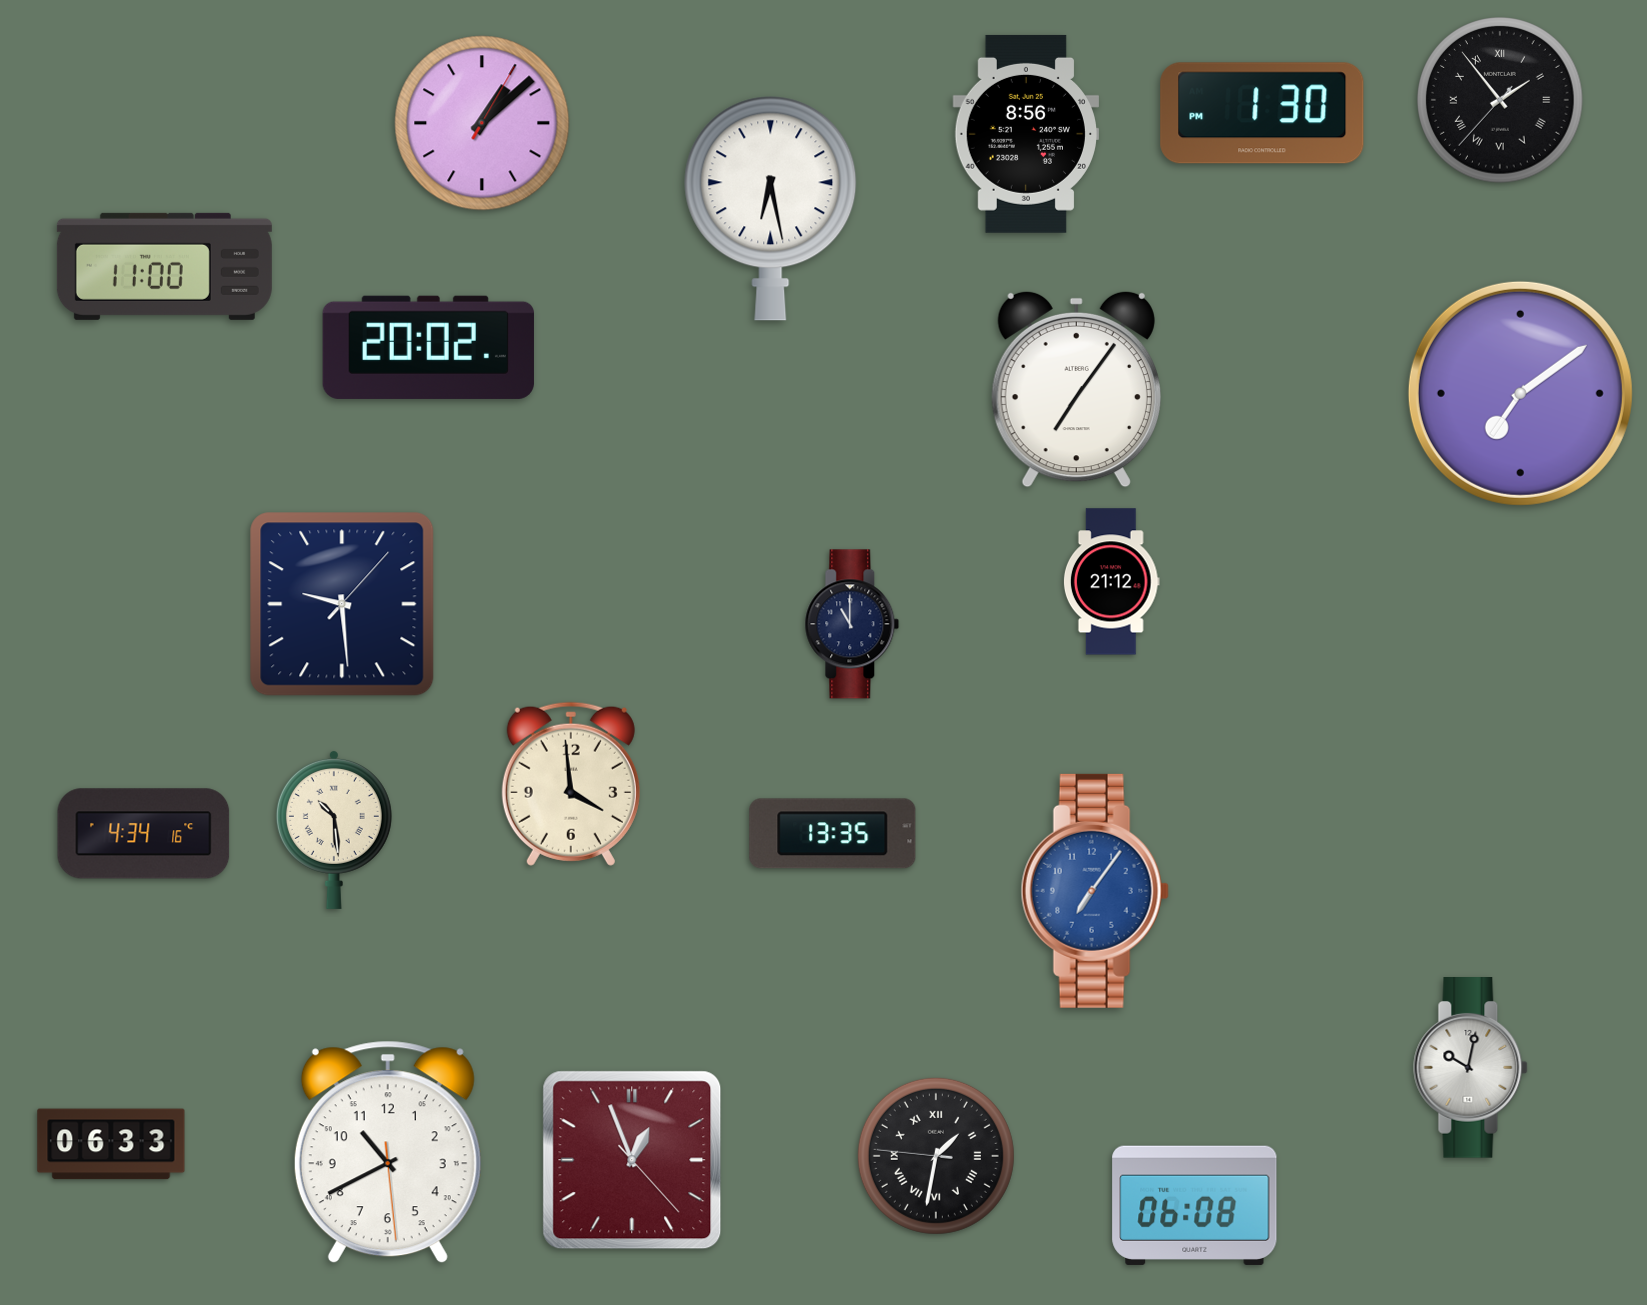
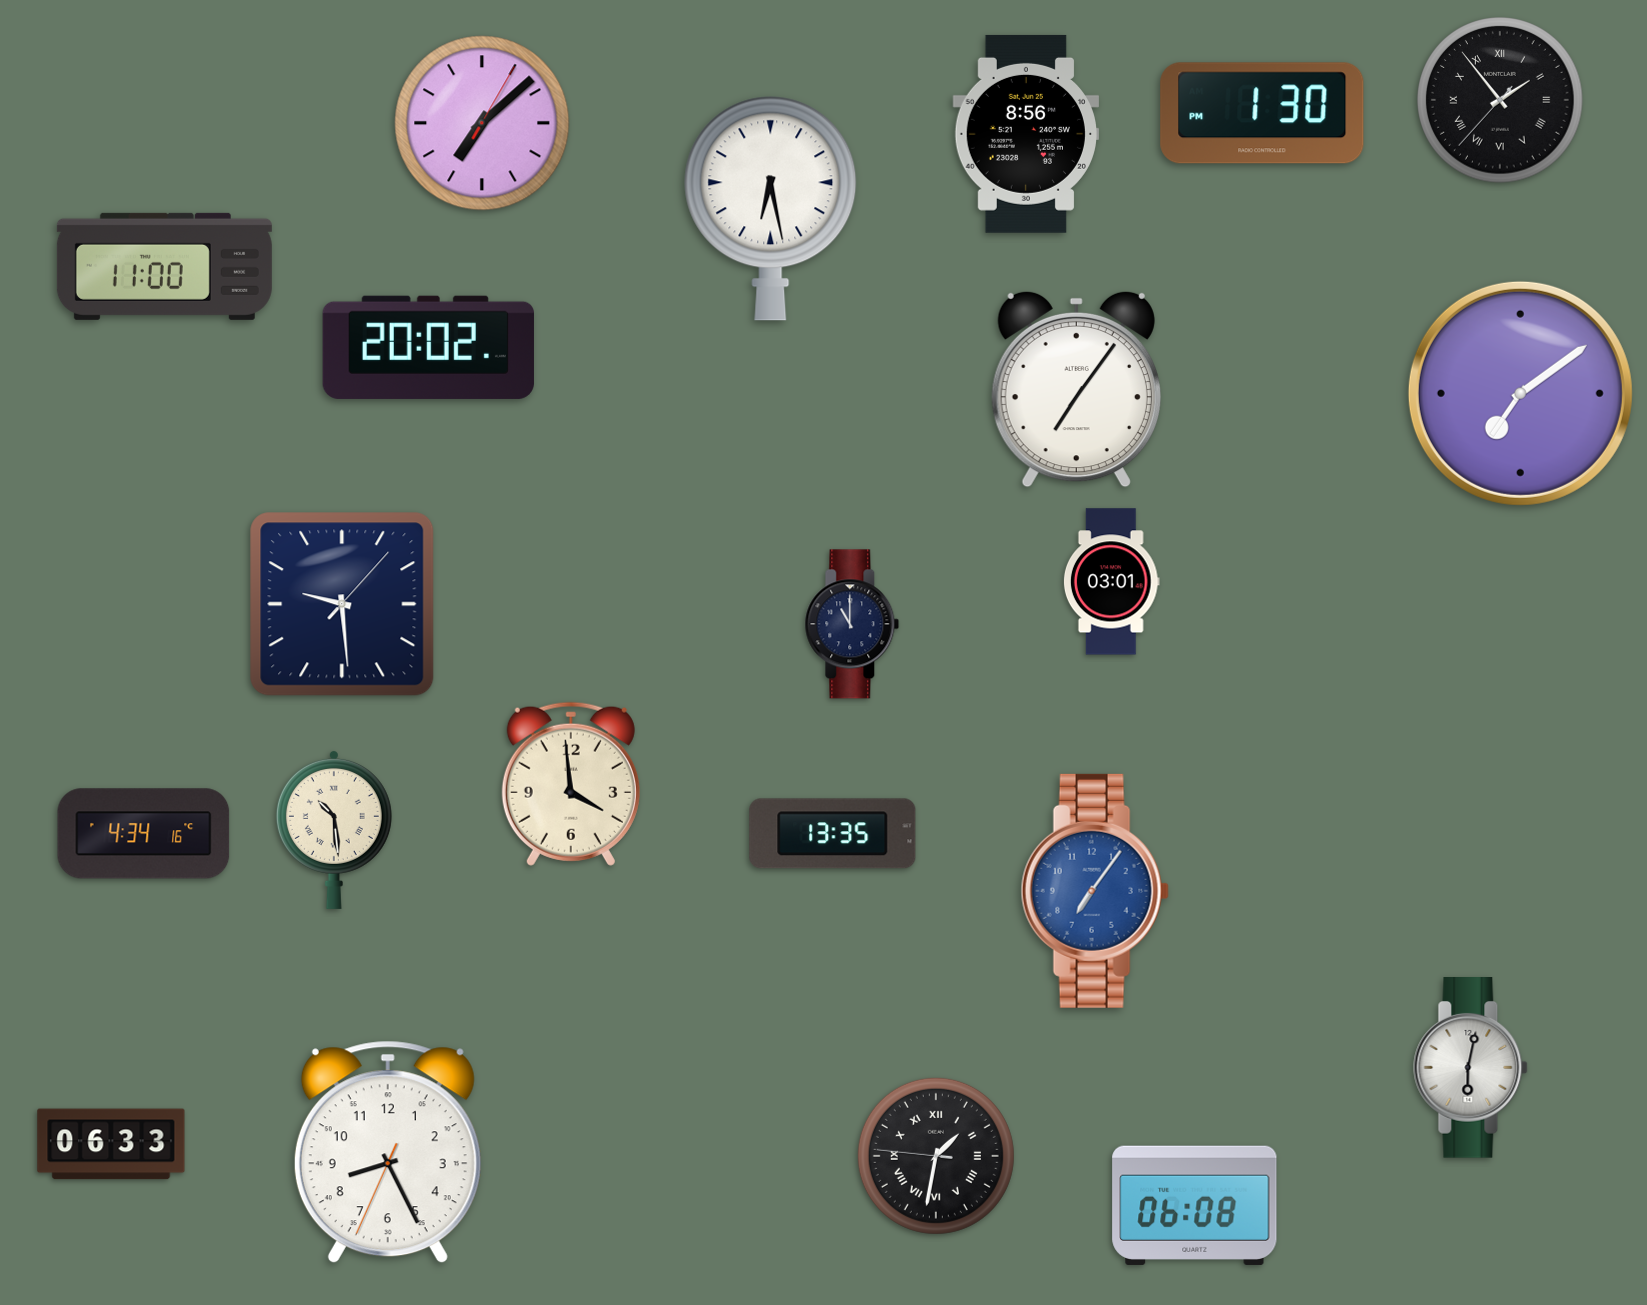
clock at (482, 123): 1:08 -> 7:08
clock at (1111, 582): 21:12 -> 03:01
clock at (1471, 1068): 10:02 -> 6:02
clock at (388, 1152): 10:40 -> 8:25
clock at (632, 1160): 12:56 -> none
